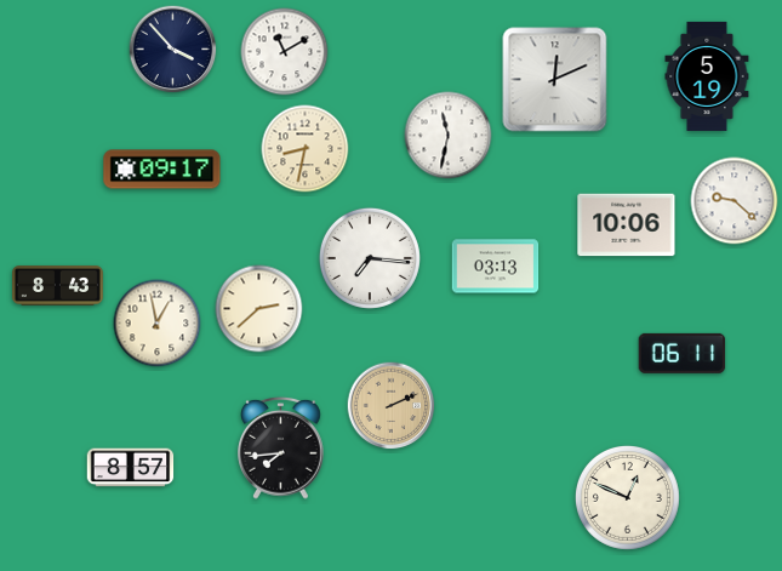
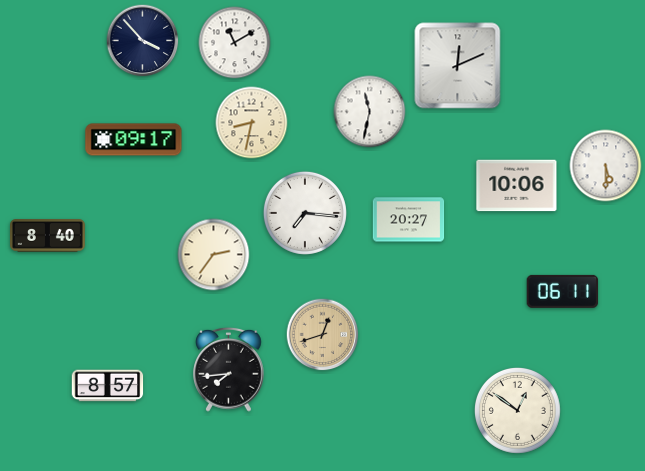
clock at (707, 76): 5:19 -> none
clock at (735, 201): 9:22 -> 5:30
clock at (496, 267): 03:13 -> 20:27
clock at (58, 286): 8:43 -> 8:40
clock at (259, 309): 2:38 -> 2:36
clock at (158, 324): 12:58 -> none
clock at (392, 406): 2:11 -> 12:42
clock at (281, 447) position: (281, 447) -> (229, 369)
clock at (627, 497): 12:49 -> 12:51
